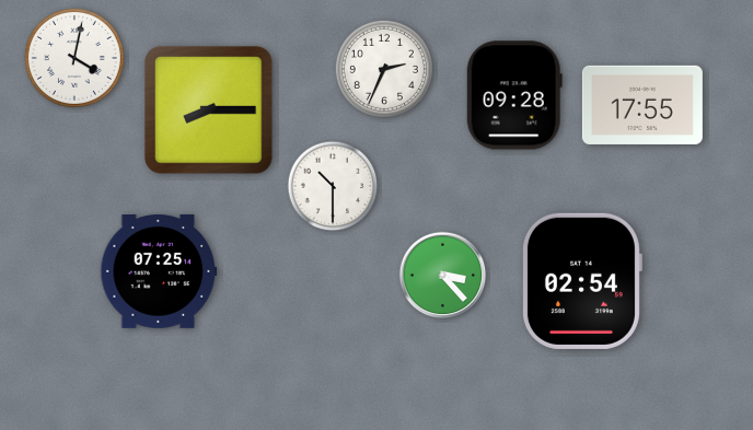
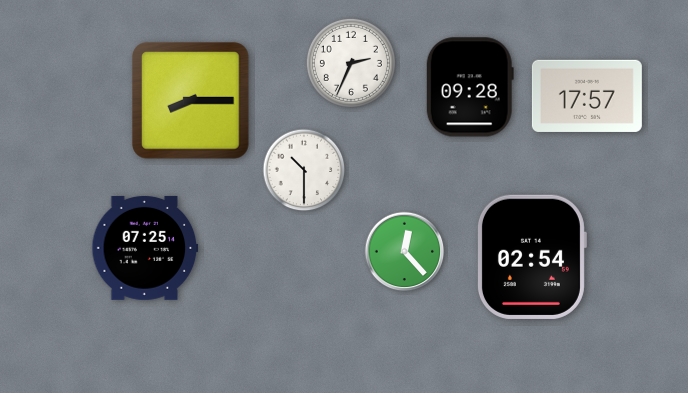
clock at (74, 58): 4:02 -> none
clock at (642, 105): 17:55 -> 17:57
clock at (443, 276): 3:23 -> 12:23
